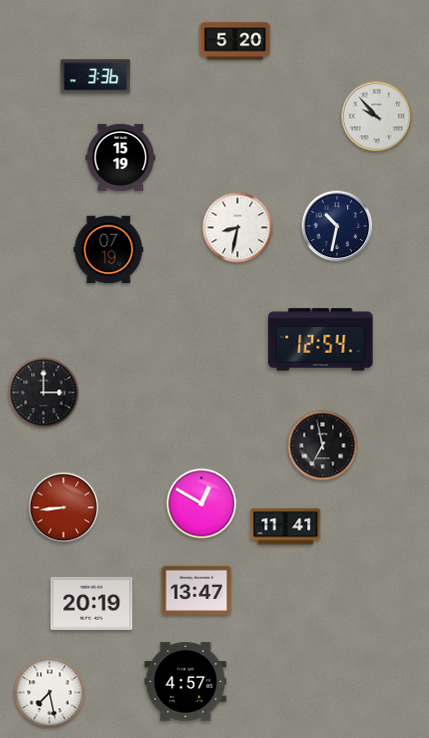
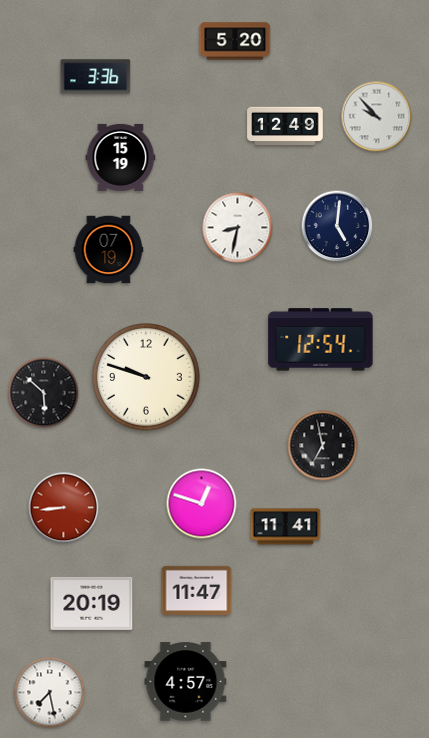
clock at (285, 125): none -> 12:49
clock at (337, 226): 10:32 -> 5:01
clock at (147, 378): none -> 9:48
clock at (44, 393): 3:00 -> 5:52
clock at (202, 504): 12:50 -> 12:48
clock at (197, 590): 13:47 -> 11:47
